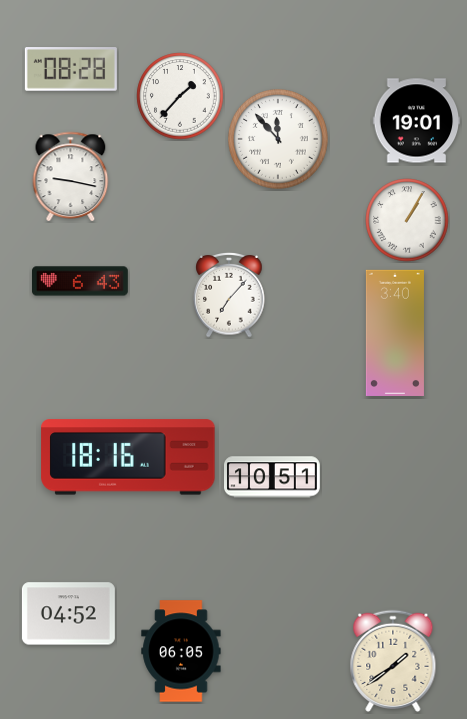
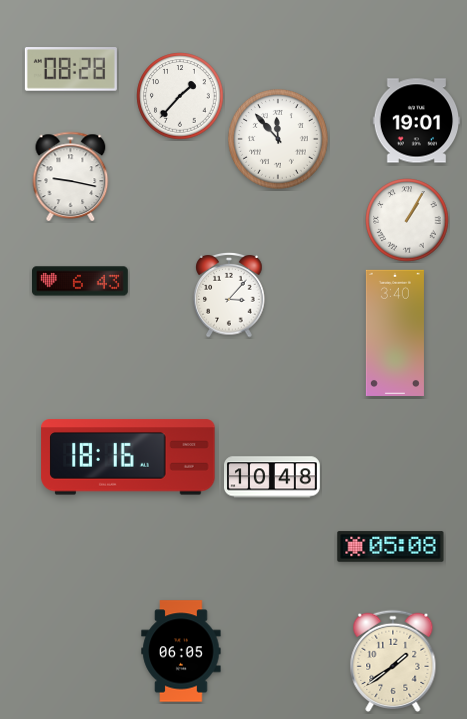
clock at (229, 295): 7:07 -> 3:07
clock at (273, 477): 10:51 -> 10:48
clock at (391, 547): none -> 05:08
clock at (68, 614): 04:52 -> none
